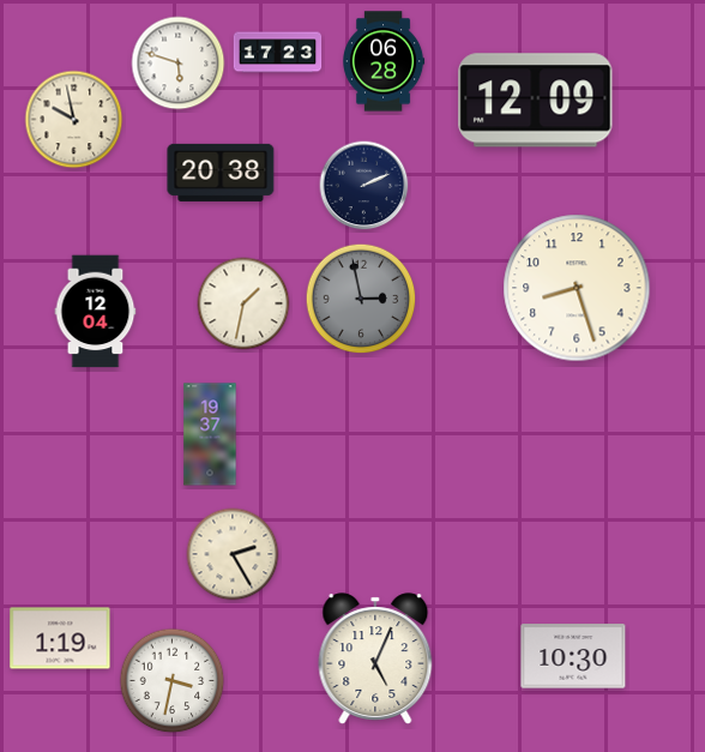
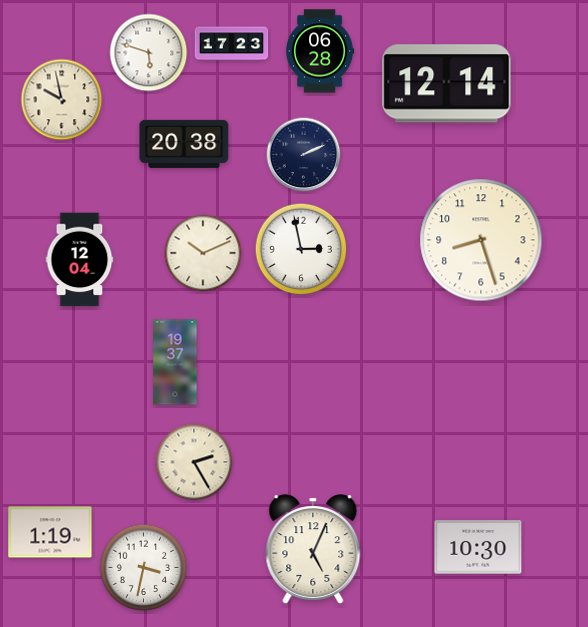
clock at (536, 101): 12:09 -> 12:14
clock at (361, 299) dial: grey -> white
clock at (243, 303): 1:32 -> 10:11
